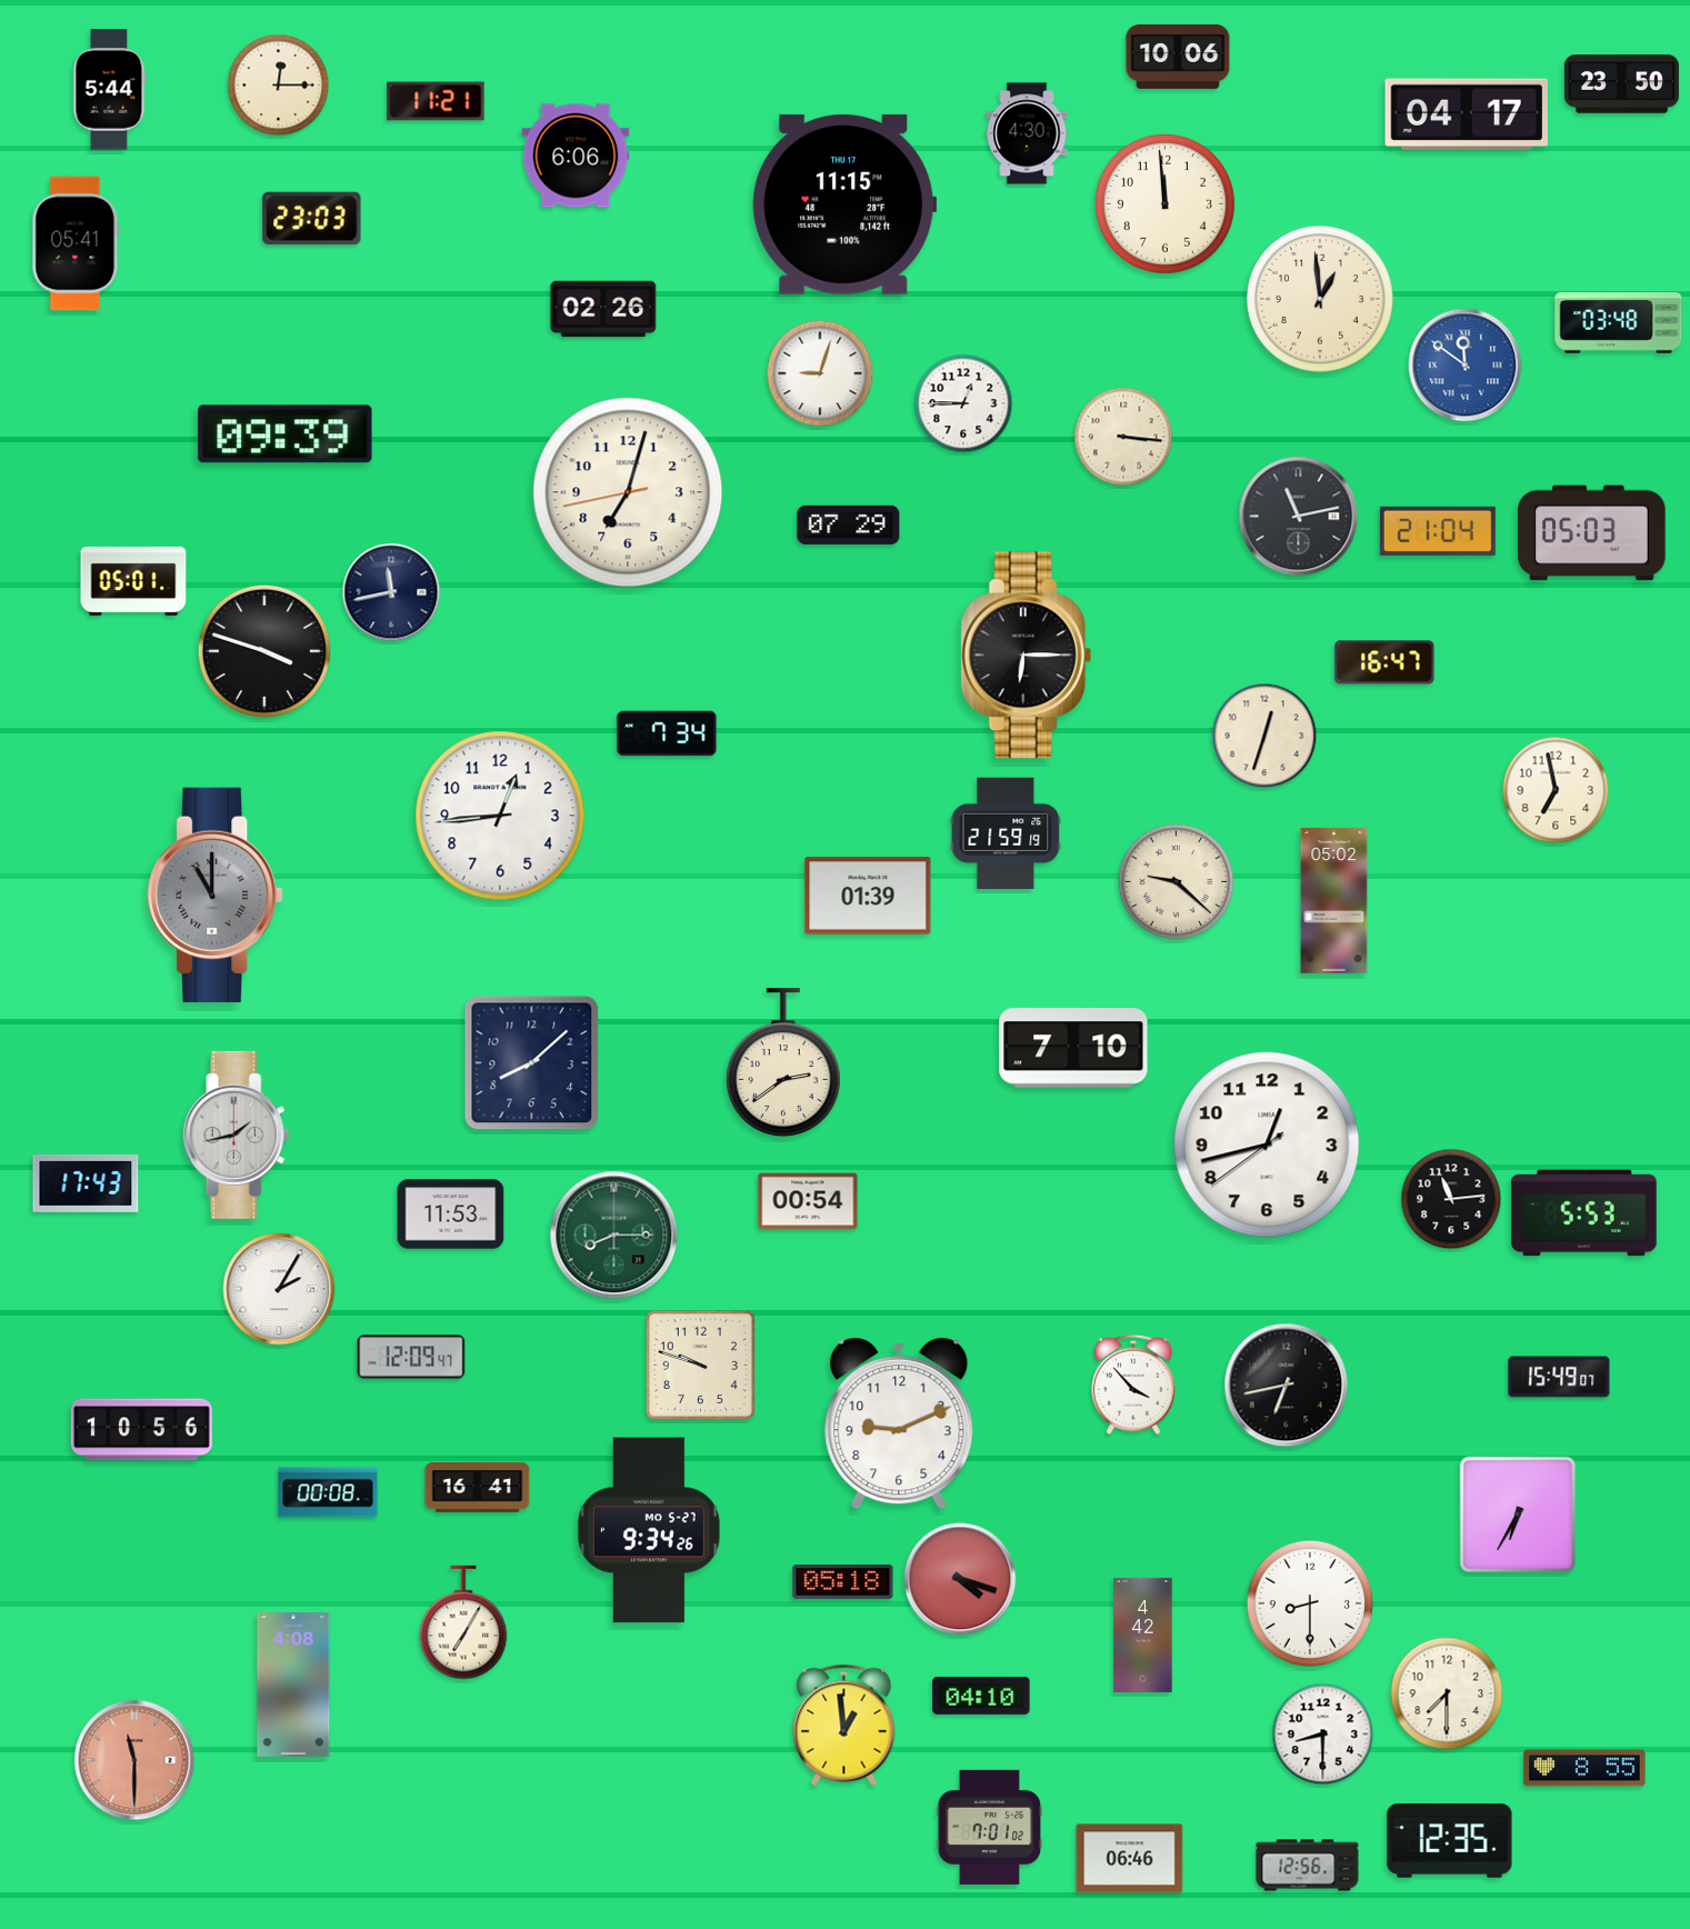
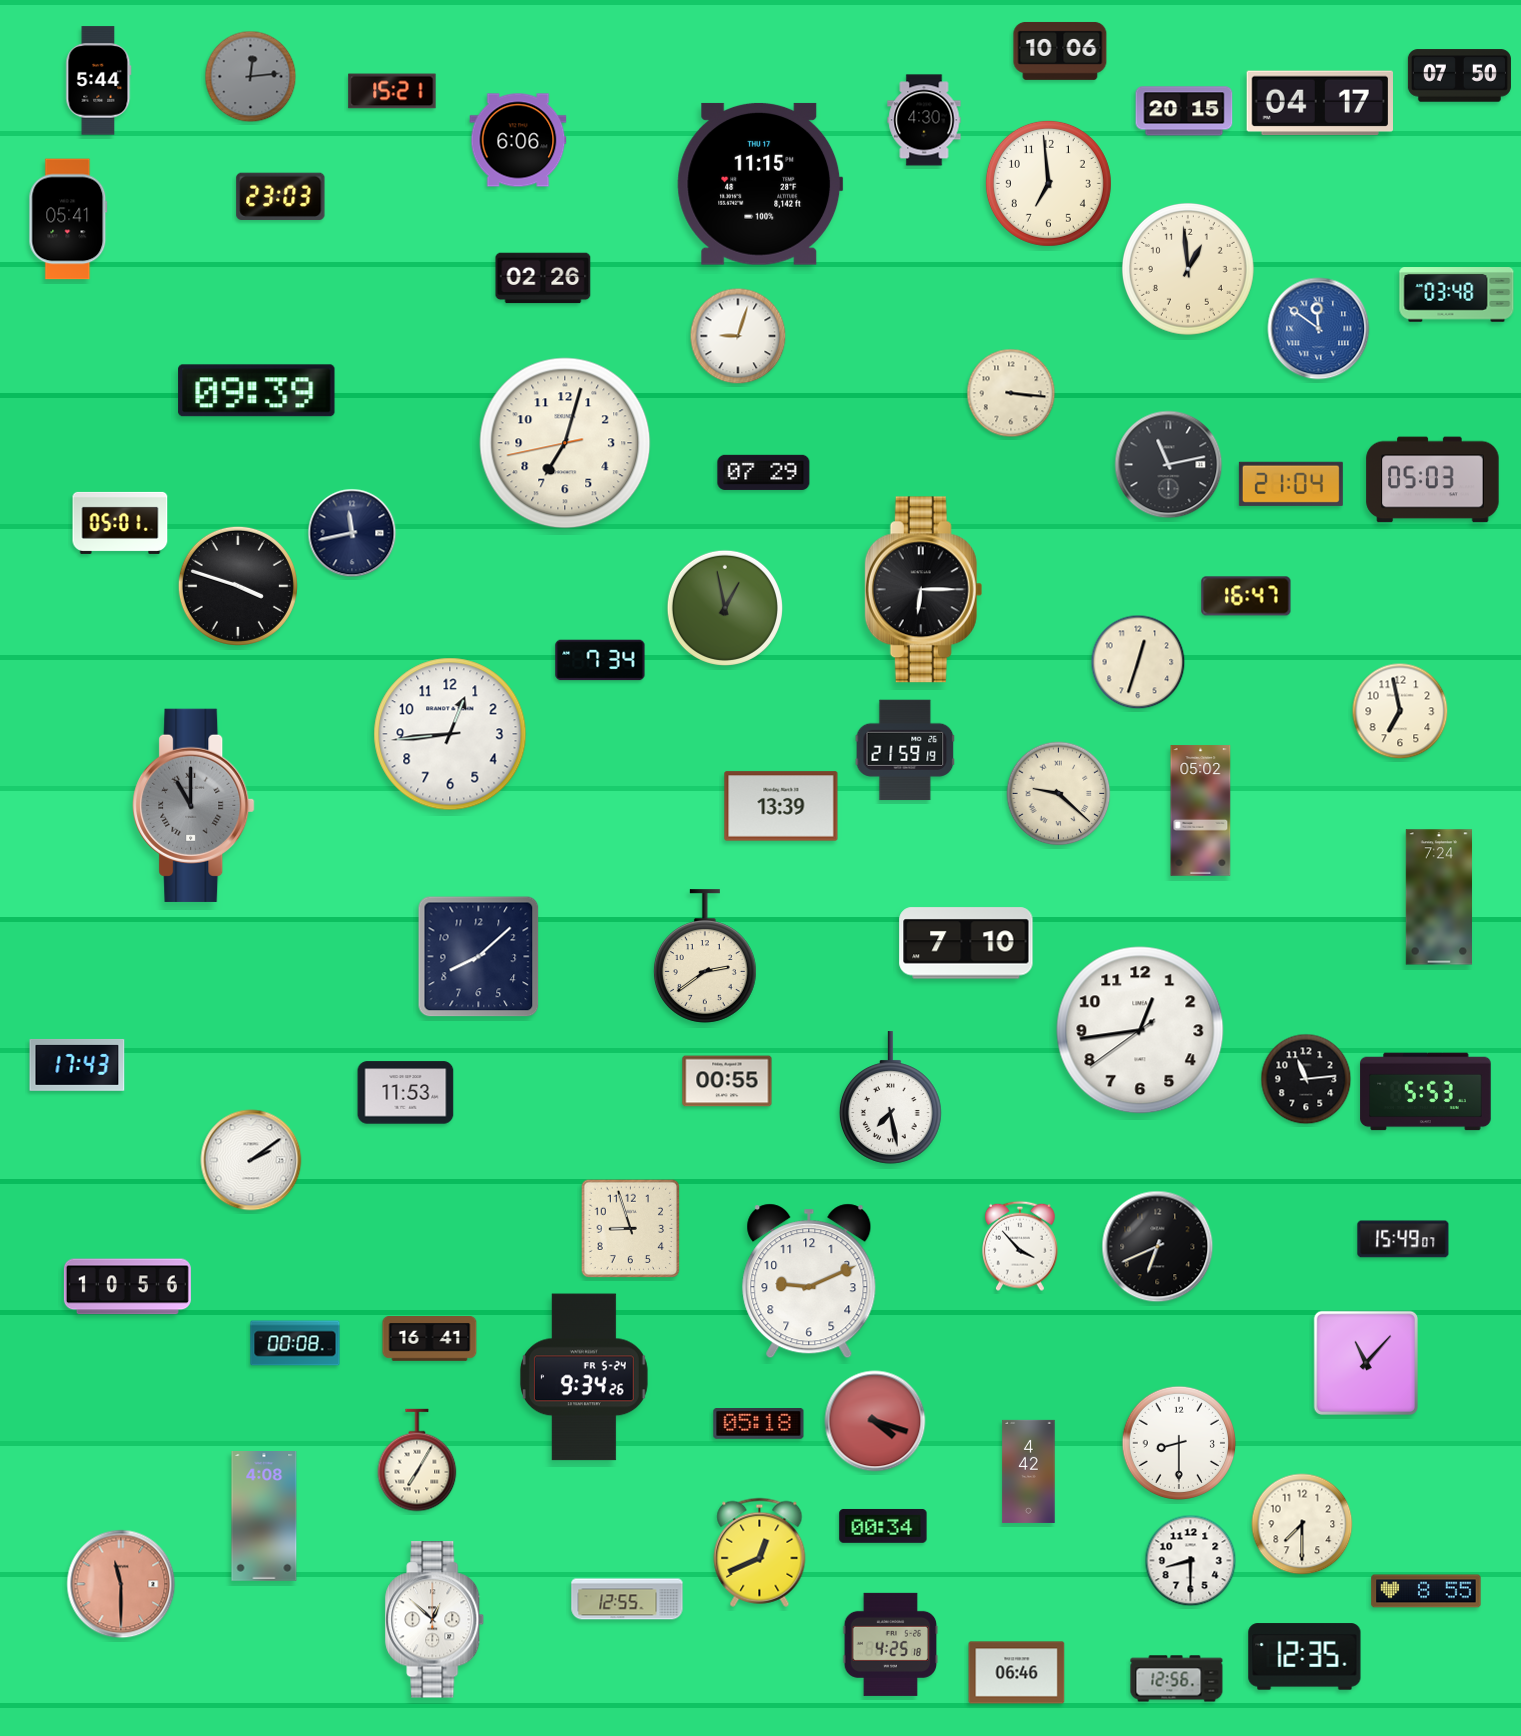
clock at (1621, 84): 23:50 -> 07:50
clock at (279, 86): 12:15 -> 12:14
clock at (279, 86) dial: cream -> grey
clock at (436, 101): 11:21 -> 15:21
clock at (1184, 111): none -> 20:15
clock at (1164, 203): 11:59 -> 6:59
clock at (1619, 323) position: (1619, 323) -> (1457, 295)
clock at (963, 403): 12:45 -> none
clock at (1438, 531) position: (1438, 531) -> (1291, 484)
clock at (725, 608): none -> 12:58
clock at (868, 896): 01:39 -> 13:39
clock at (1438, 897): none -> 7:24
clock at (237, 1135): 1:43 -> none
clock at (1267, 1145): 12:42 -> 12:43
clock at (808, 1201): 00:54 -> 00:55
clock at (890, 1098): none -> 7:28
clock at (614, 1236): 8:15 -> none
clock at (279, 1289): 2:05 -> 2:09
clock at (411, 1357): 12:09 -> none
clock at (701, 1366): 9:48 -> 8:57
clock at (1287, 1386): 6:43 -> 6:41
clock at (1517, 1513): 6:35 -> 11:07
clock at (649, 1530) date: MO 5-27 -> FR 5-24
clock at (960, 1579) position: (960, 1579) -> (875, 1421)
clock at (981, 1696): 04:10 -> 00:34
clock at (844, 1725): 12:59 -> 12:41
clock at (627, 1599): none -> 12:55
clock at (435, 1620): none -> 12:52
clock at (990, 1827): 7:01 -> 4:25
